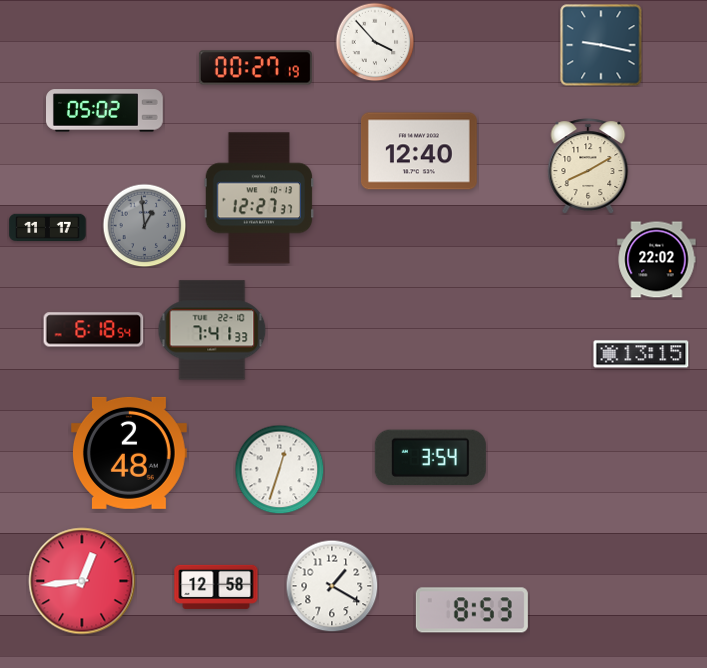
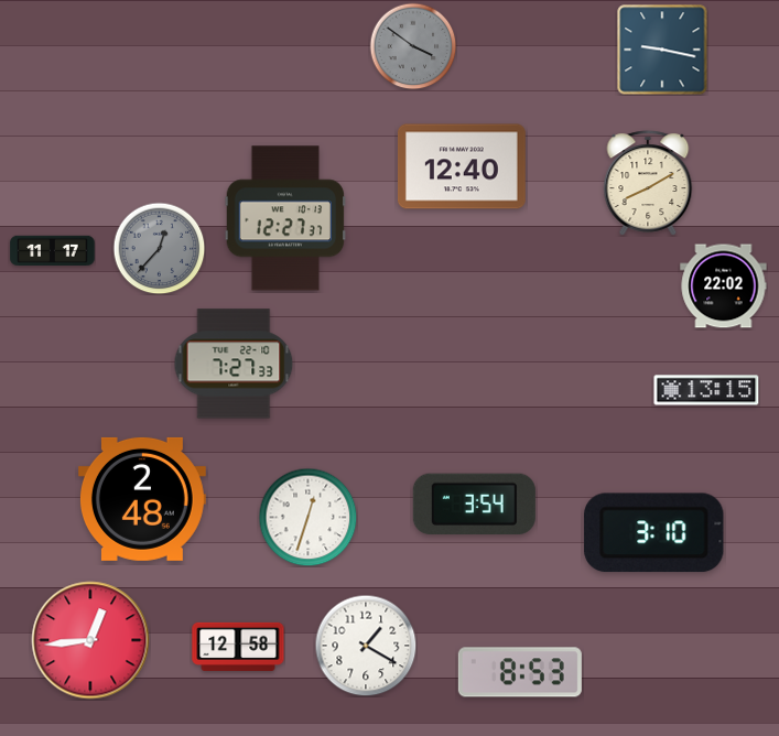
clock at (375, 42): 3:53 -> 3:51
clock at (375, 42) dial: white -> grey
clock at (255, 68): 00:27 -> none
clock at (105, 111): 05:02 -> none
clock at (144, 225): 12:59 -> 12:37
clock at (94, 330): 6:18 -> none
clock at (212, 330): 7:41 -> 7:27
clock at (654, 533): none -> 3:10
